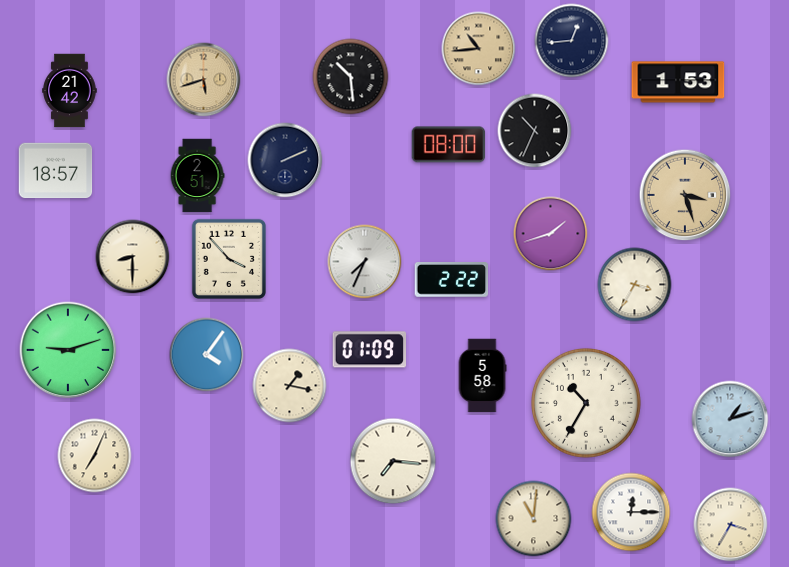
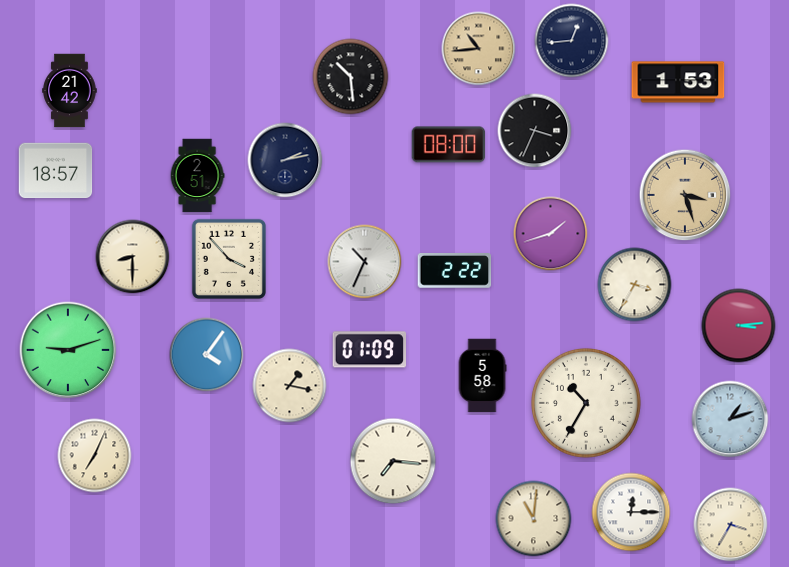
clock at (204, 80): 5:42 -> none
clock at (535, 131): 10:34 -> 3:34
clock at (285, 160): 2:11 -> 2:13
clock at (365, 262): 7:34 -> 10:34
clock at (452, 280) position: (452, 280) -> (455, 271)
clock at (739, 326): none -> 3:14
